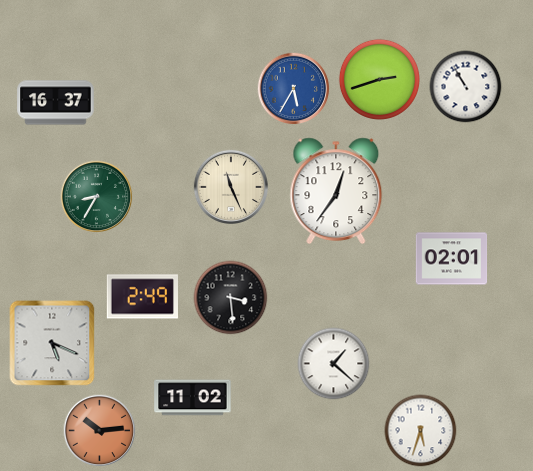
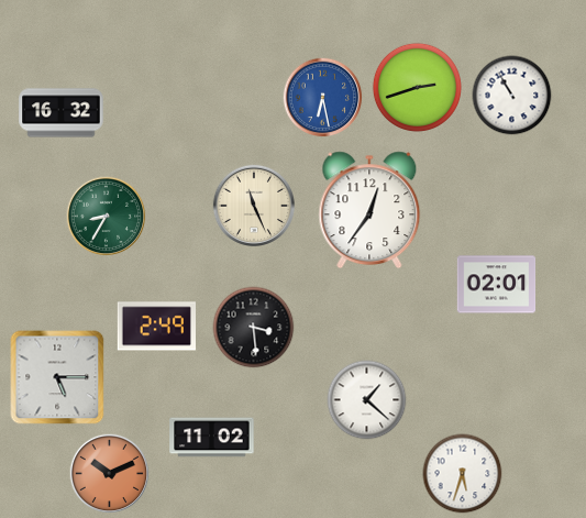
clock at (294, 89): 5:35 -> 6:28
clock at (56, 103): 16:37 -> 16:32
clock at (52, 343): 5:19 -> 5:15
clock at (100, 431): 10:14 -> 10:11
